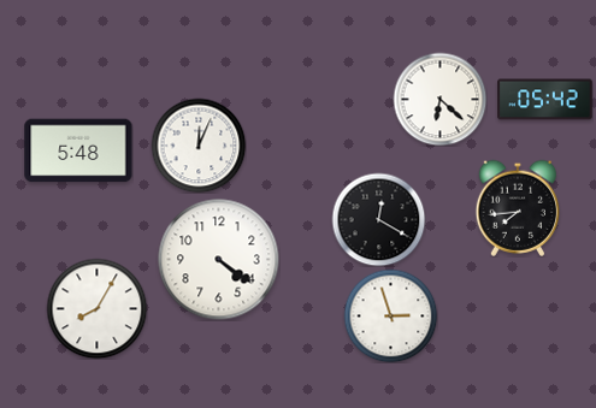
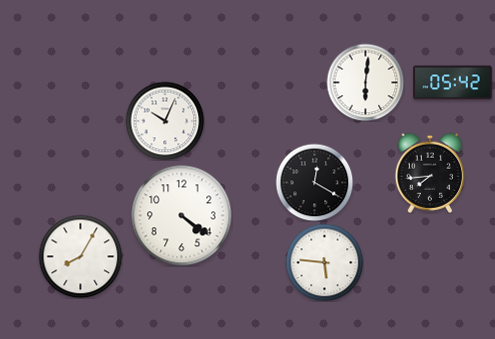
clock at (439, 99): 6:22 -> 6:01
clock at (199, 146): 12:04 -> 10:04
clock at (78, 150): 5:48 -> none
clock at (390, 315): 2:57 -> 5:46
